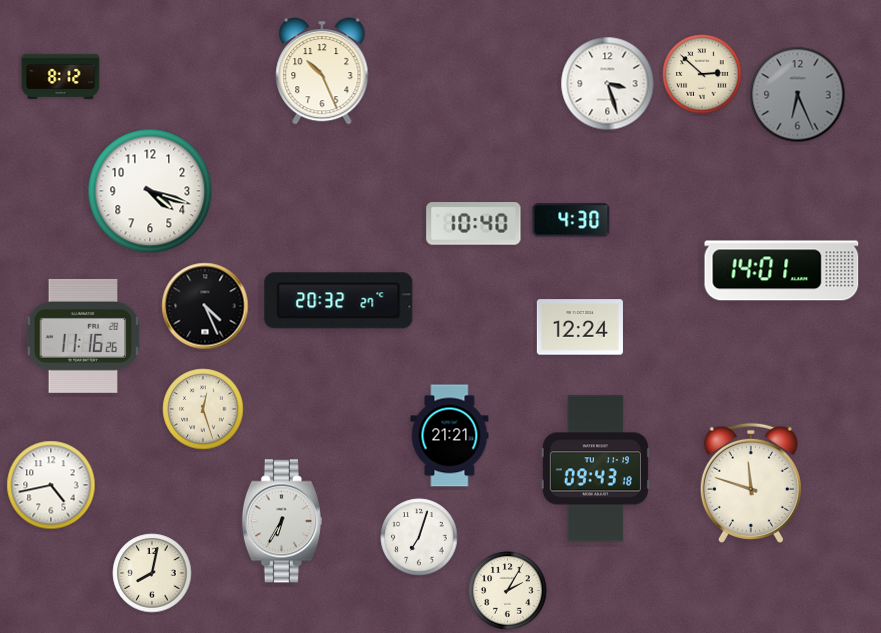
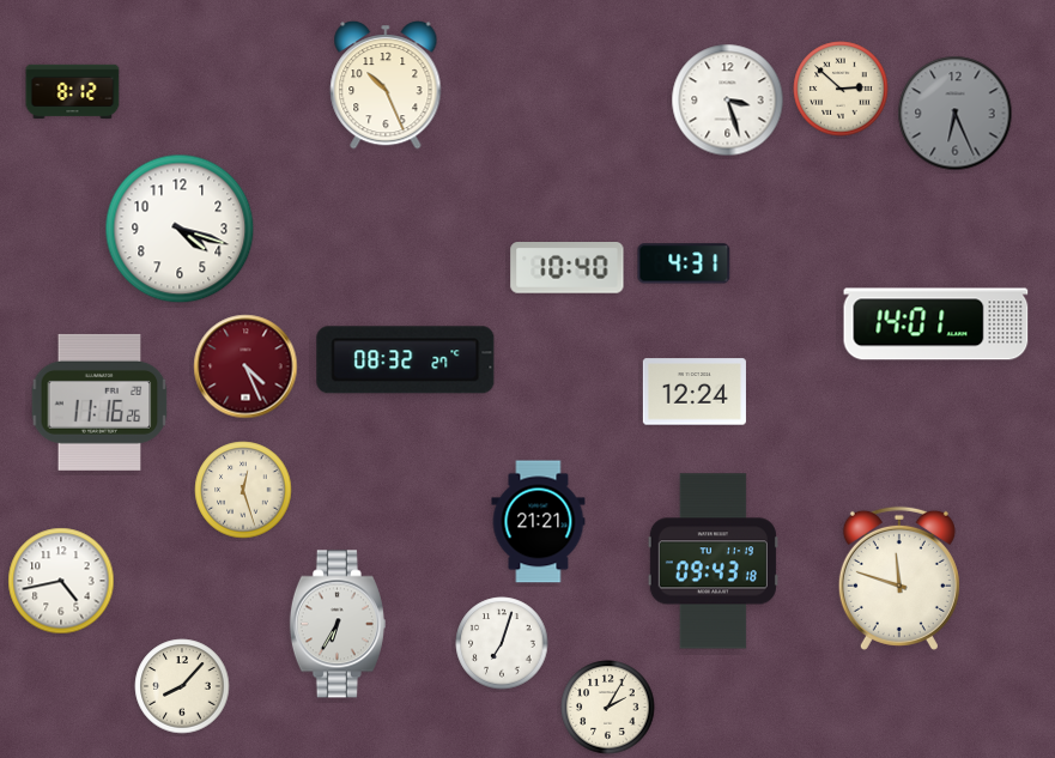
clock at (571, 220): 4:30 -> 4:31
clock at (339, 301): 20:32 -> 08:32
clock at (205, 306) dial: black -> burgundy
clock at (152, 573): 8:02 -> 8:07
